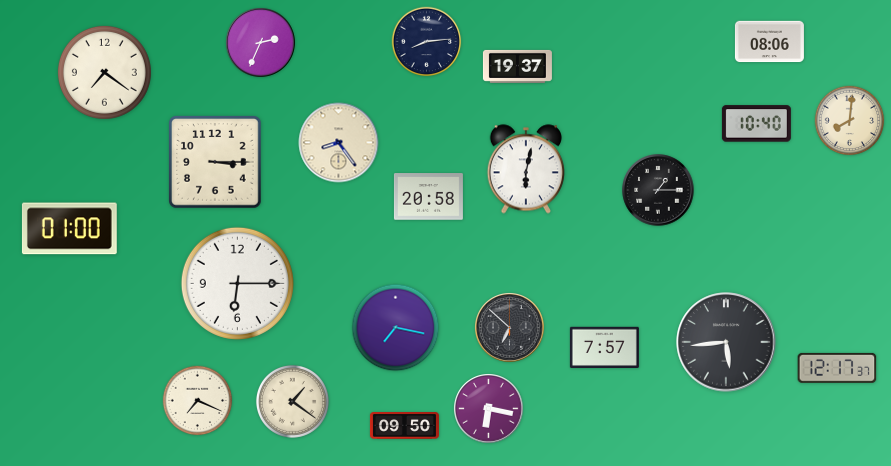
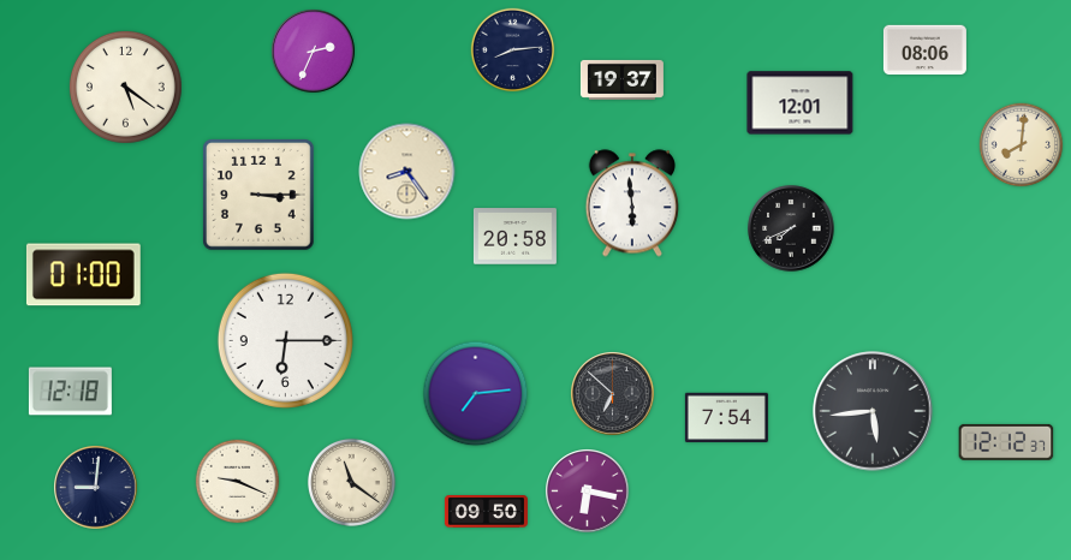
clock at (104, 72): 7:21 -> 5:21
clock at (801, 103): none -> 12:01
clock at (756, 124): 10:40 -> none
clock at (526, 169): 6:02 -> 5:59
clock at (658, 190): 1:15 -> 7:41
clock at (70, 392): none -> 12:18
clock at (396, 328): 7:17 -> 7:14
clock at (604, 347): 7:57 -> 7:54
clock at (837, 368): 12:17 -> 12:12
clock at (198, 401): 7:19 -> 9:19
clock at (292, 401): 1:21 -> 11:21
clock at (96, 488): none -> 9:01
